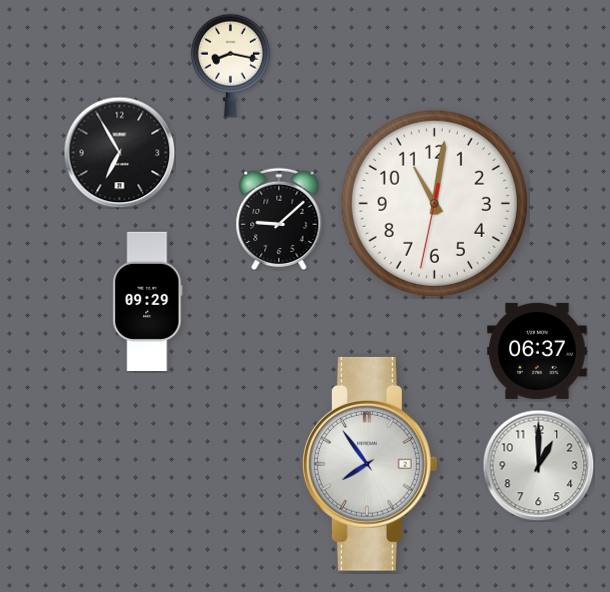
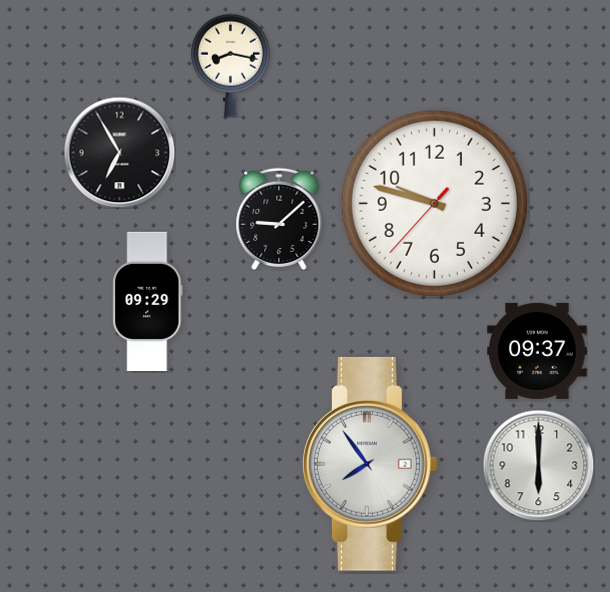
clock at (434, 203): 11:01 -> 9:47
clock at (537, 351): 06:37 -> 09:37
clock at (538, 465): 1:00 -> 6:00
